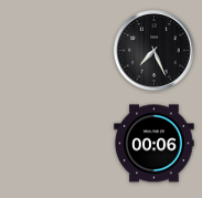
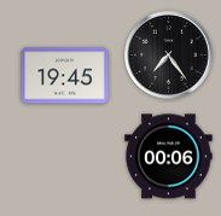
clock at (155, 51): 7:26 -> 7:24
clock at (65, 76): none -> 19:45
